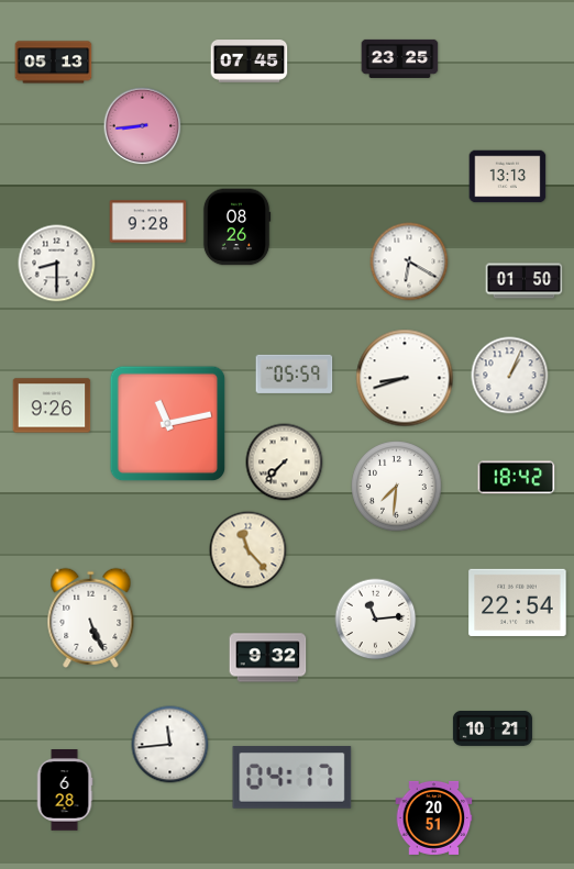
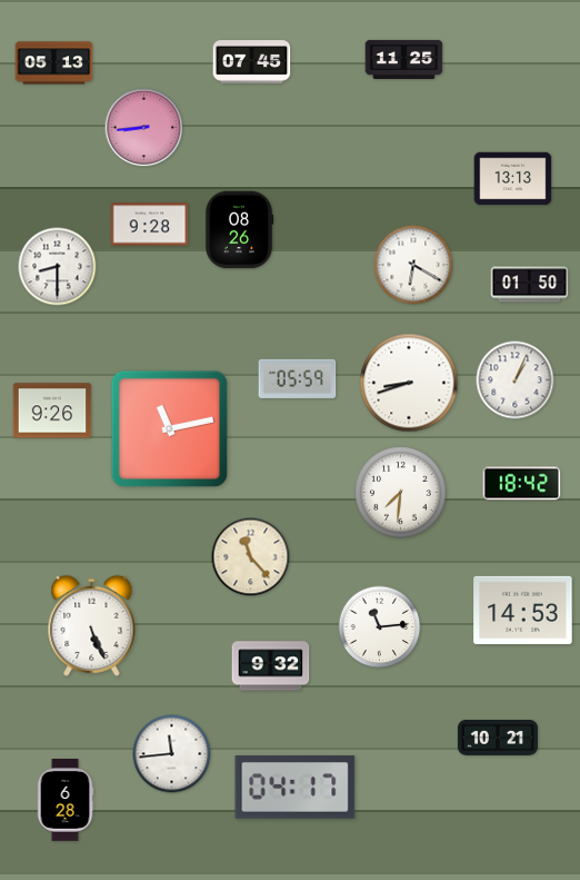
clock at (400, 58): 23:25 -> 11:25
clock at (285, 463): 7:37 -> none
clock at (518, 602): 22:54 -> 14:53
clock at (434, 817): 20:51 -> none
